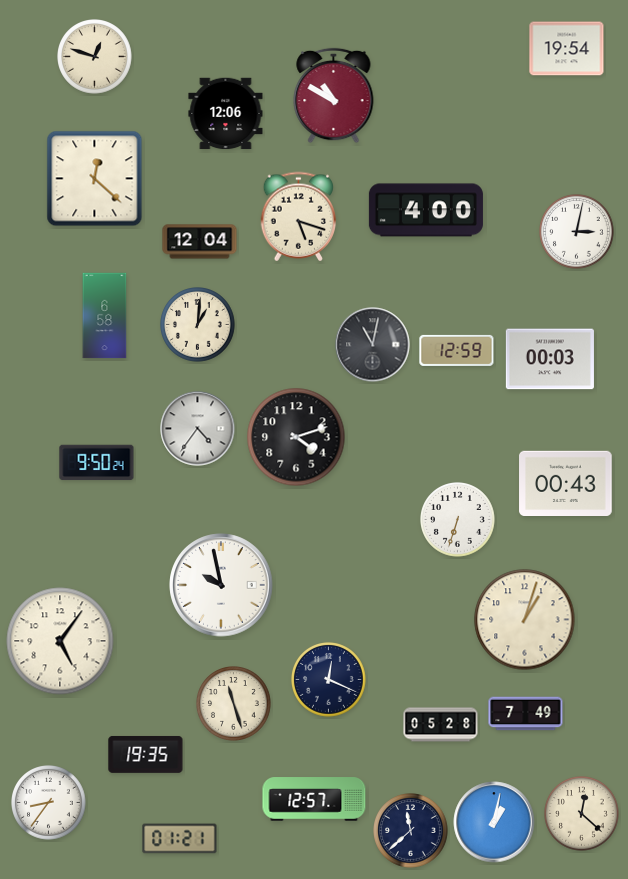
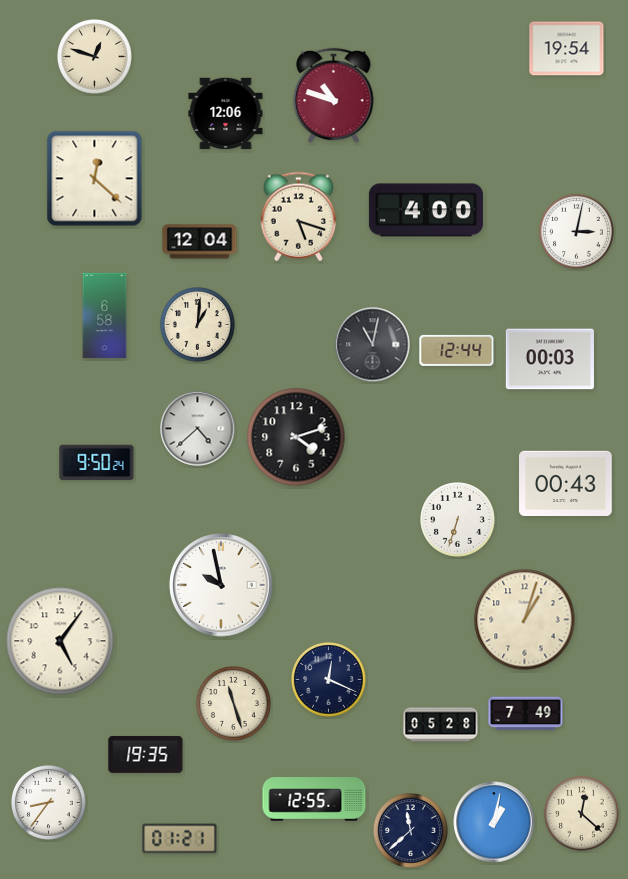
clock at (334, 96): 10:50 -> 10:48
clock at (457, 350): 12:59 -> 12:44
clock at (198, 429): 4:36 -> 4:38
clock at (314, 799): 12:57 -> 12:55
